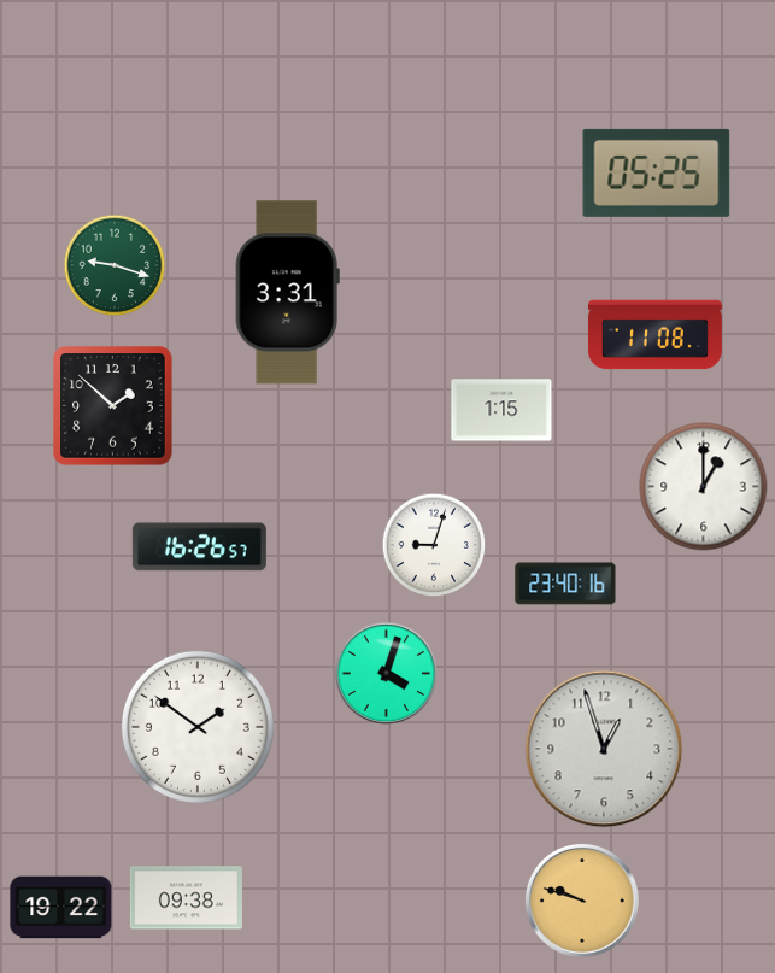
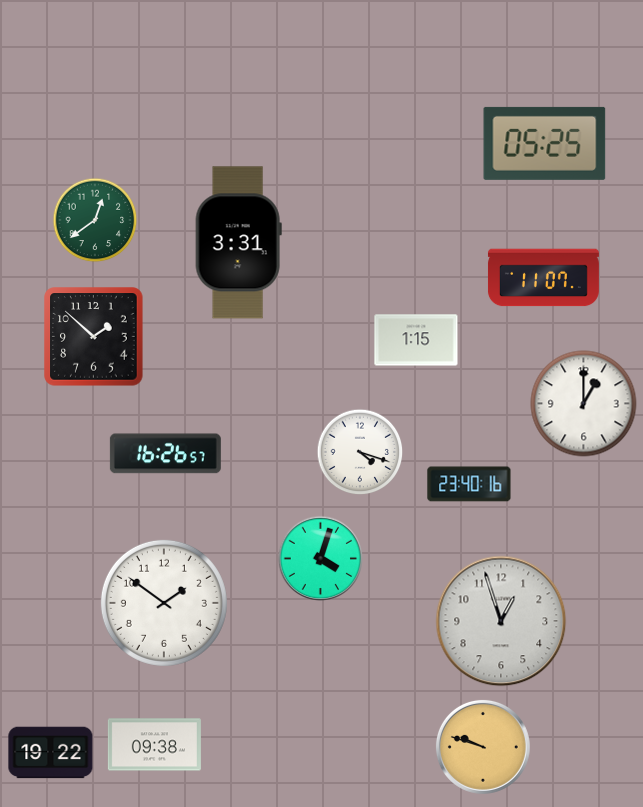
clock at (115, 265): 9:18 -> 12:39
clock at (654, 335): 11:08 -> 11:07
clock at (434, 545): 9:03 -> 4:18
